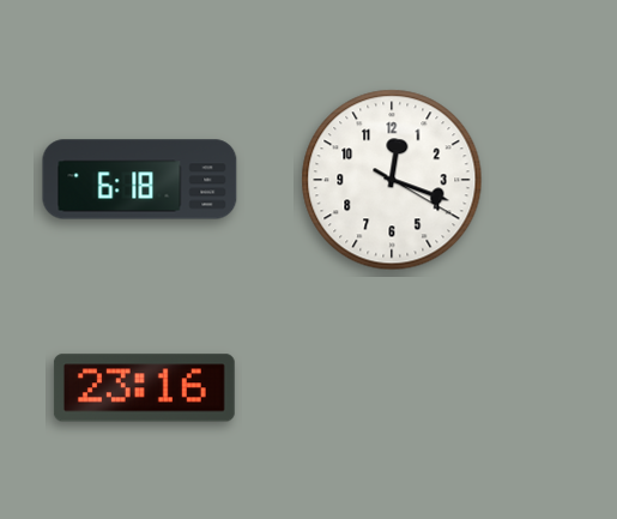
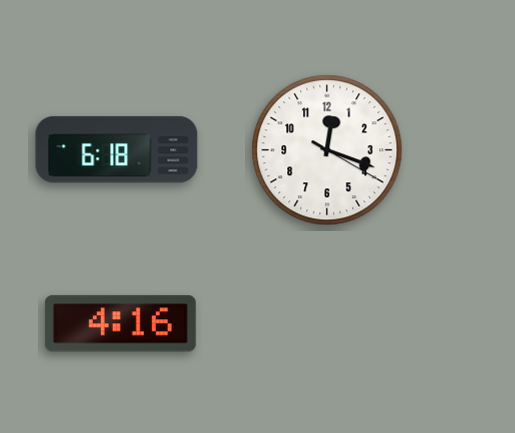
clock at (144, 388): 23:16 -> 4:16
